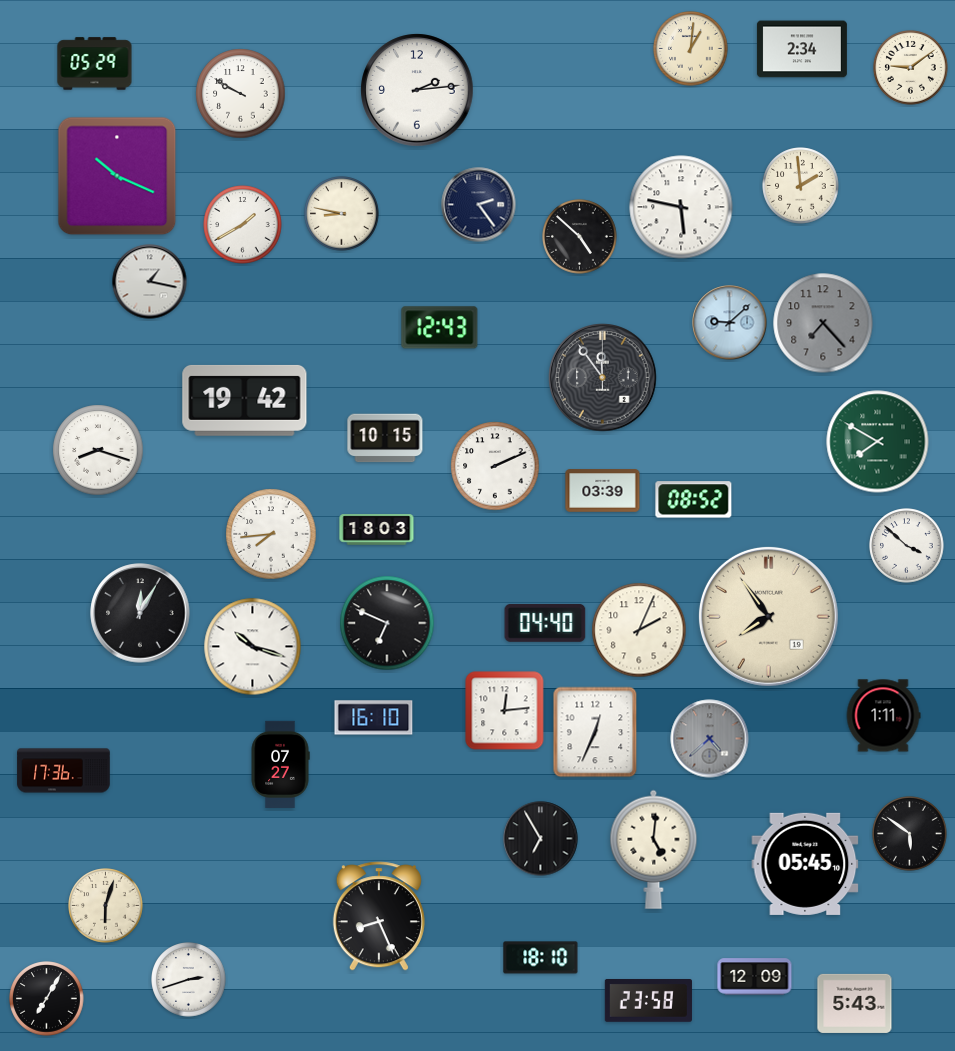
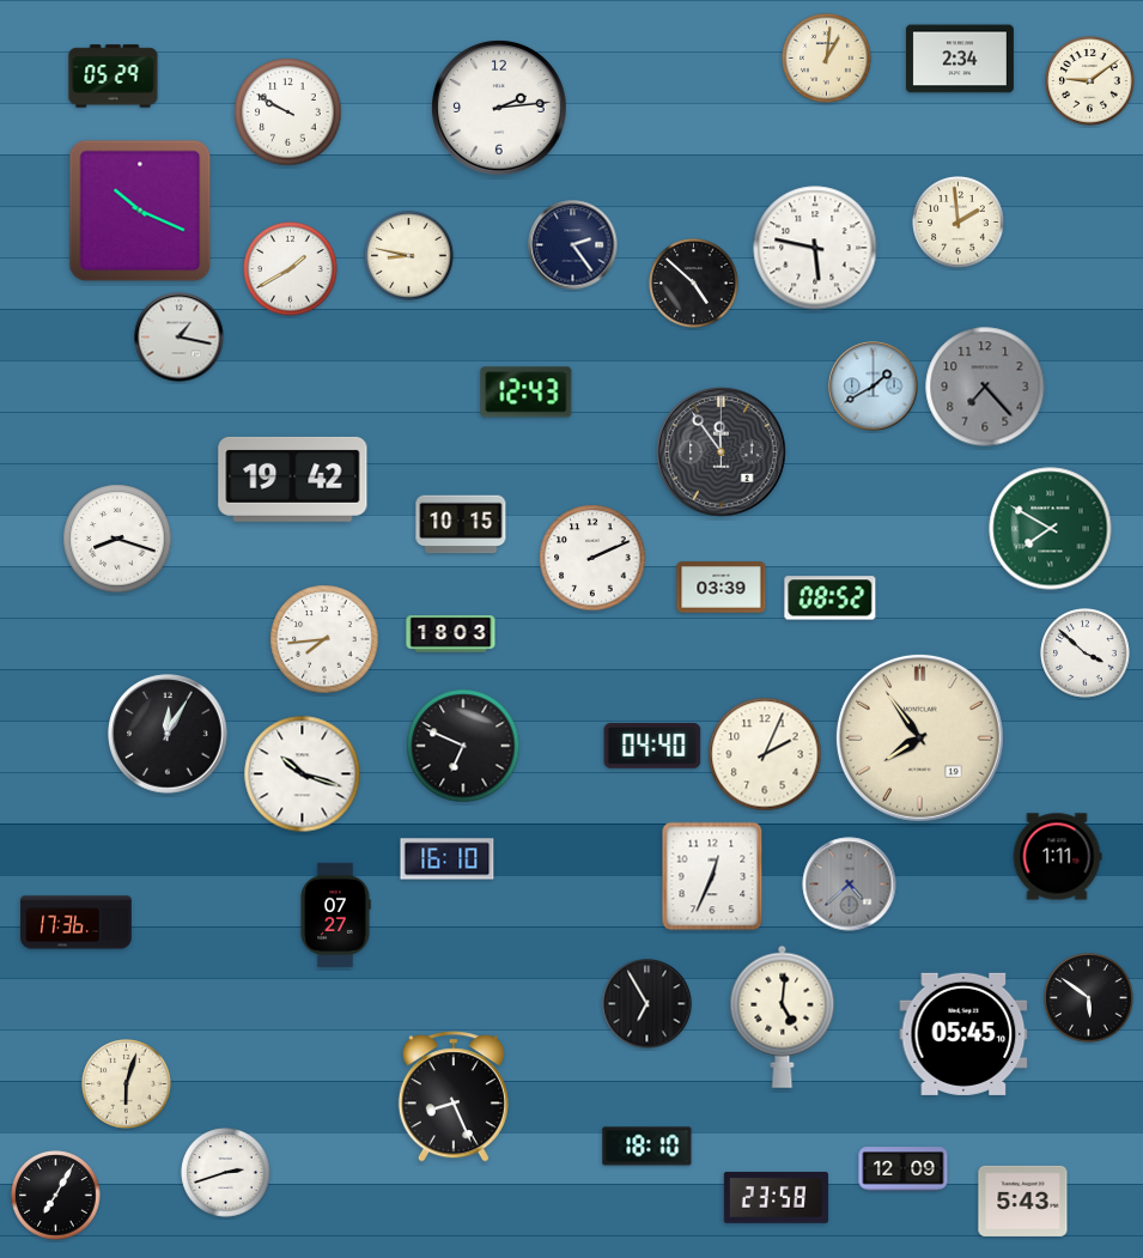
clock at (730, 323): 9:08 -> 1:40
clock at (505, 711): 12:14 -> none
